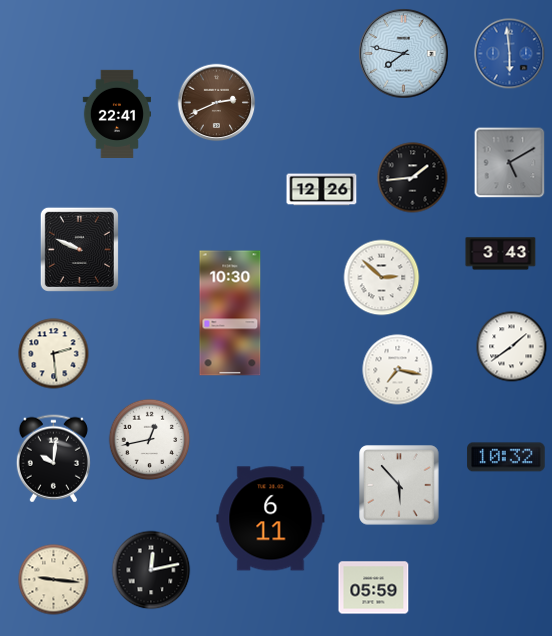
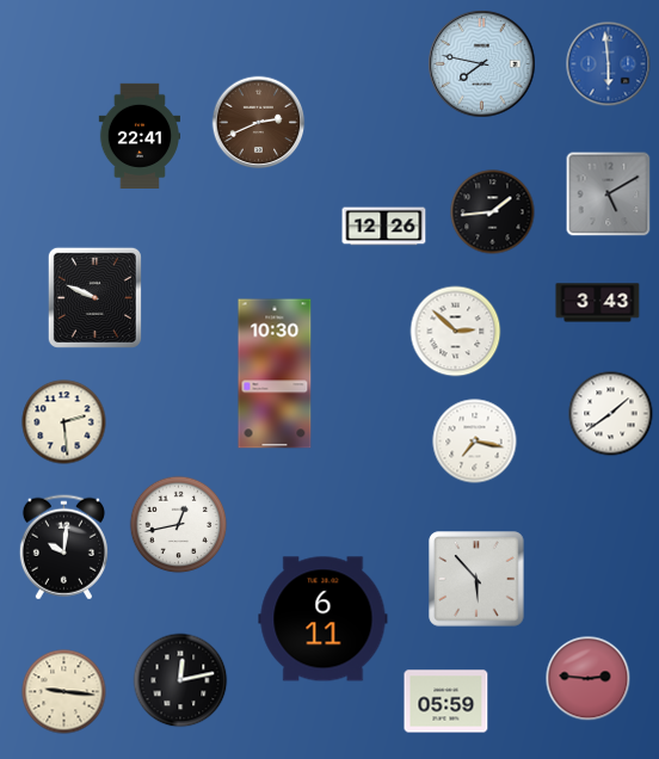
clock at (506, 457): 10:32 -> none
clock at (589, 679): none -> 2:46
